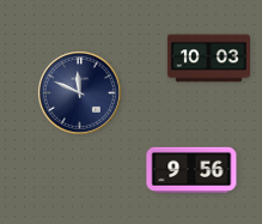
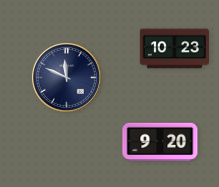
clock at (208, 59): 10:03 -> 10:23
clock at (191, 169): 9:56 -> 9:20
